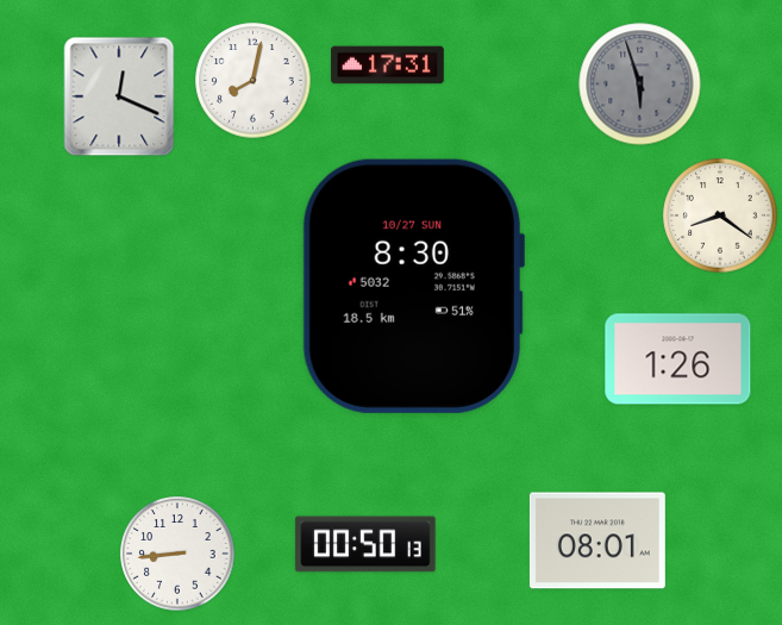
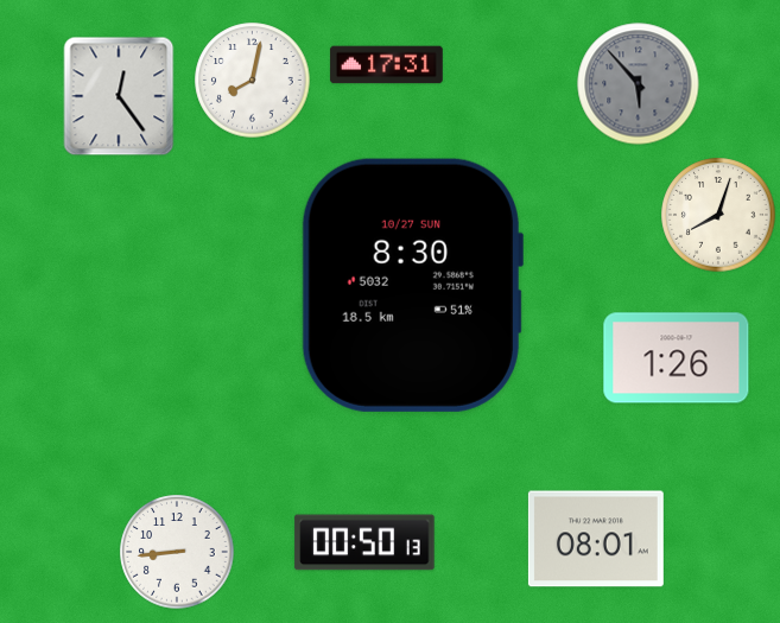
clock at (640, 85): 5:57 -> 5:53
clock at (119, 96): 12:19 -> 12:24
clock at (720, 215): 8:21 -> 8:03
